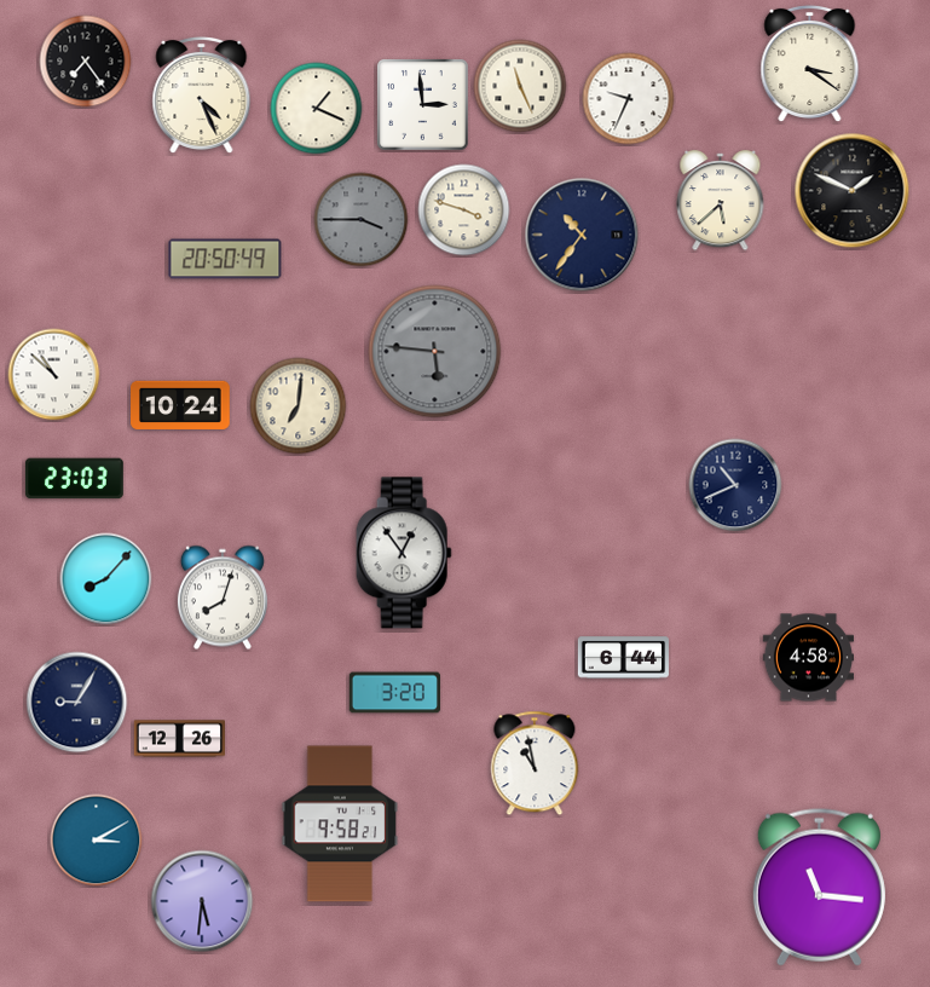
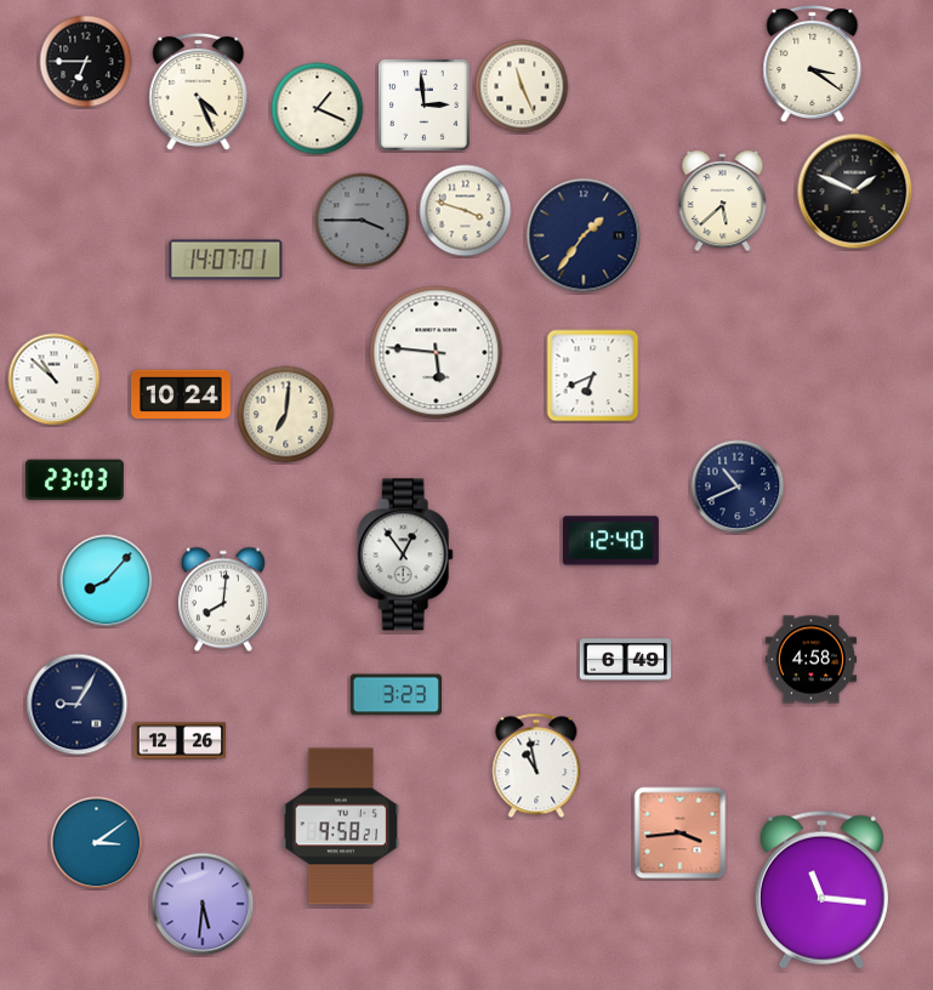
clock at (86, 62): 7:24 -> 6:45
clock at (202, 96) position: (202, 96) -> (199, 92)
clock at (629, 99): 9:34 -> none
clock at (582, 235): 10:36 -> 1:36
clock at (225, 259): 20:50 -> 14:07
clock at (435, 352) dial: grey -> white
clock at (54, 375) position: (54, 375) -> (55, 380)
clock at (593, 376): none -> 6:41
clock at (180, 405) position: (180, 405) -> (181, 394)
clock at (299, 406) position: (299, 406) -> (286, 415)
clock at (610, 541): none -> 12:40
clock at (223, 598): 8:03 -> 8:01
clock at (623, 658): 6:44 -> 6:49
clock at (394, 693): 3:20 -> 3:23
clock at (681, 833): none -> 3:44
clock at (97, 841): 3:10 -> 3:09
